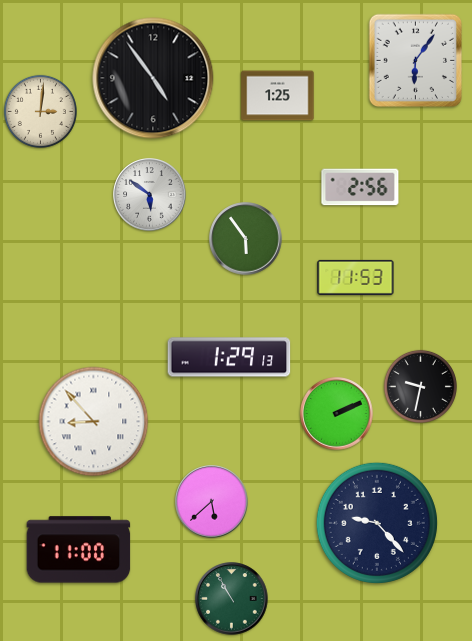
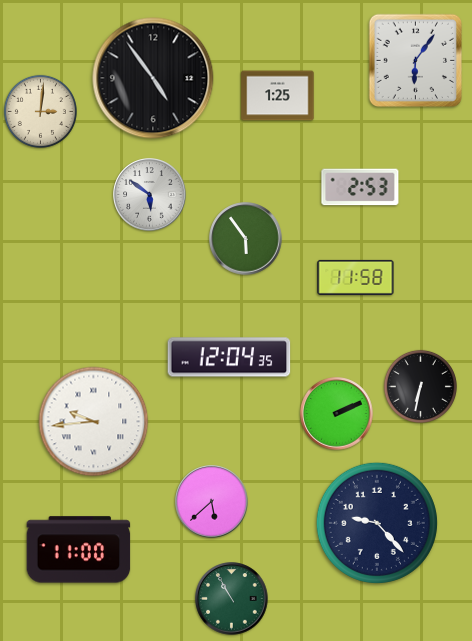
clock at (360, 187): 2:56 -> 2:53
clock at (356, 277): 11:53 -> 11:58
clock at (229, 357): 1:29 -> 12:04
clock at (420, 386): 9:32 -> 6:32
clock at (94, 422): 8:53 -> 9:44
